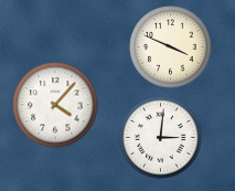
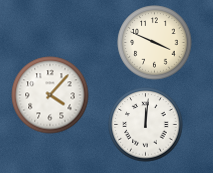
clock at (161, 138): 3:01 -> 12:01
